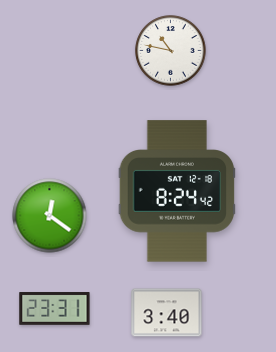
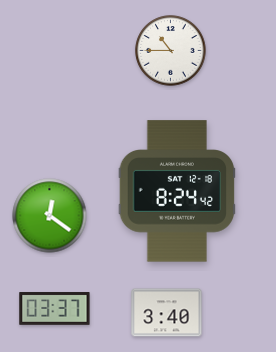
clock at (171, 51): 10:47 -> 10:45
clock at (55, 309): 23:31 -> 03:37
